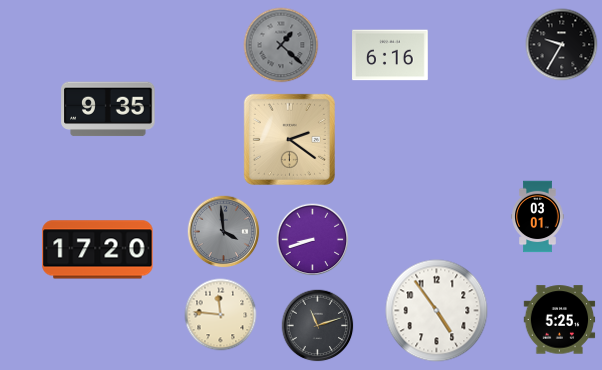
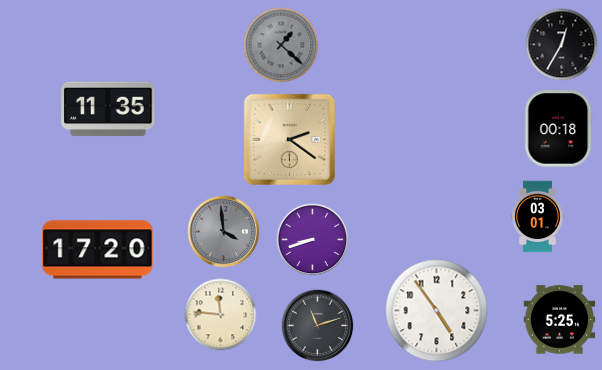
clock at (562, 45): 9:35 -> 12:35
clock at (390, 55): 6:16 -> none
clock at (108, 109): 9:35 -> 11:35
clock at (559, 129): none -> 00:18
